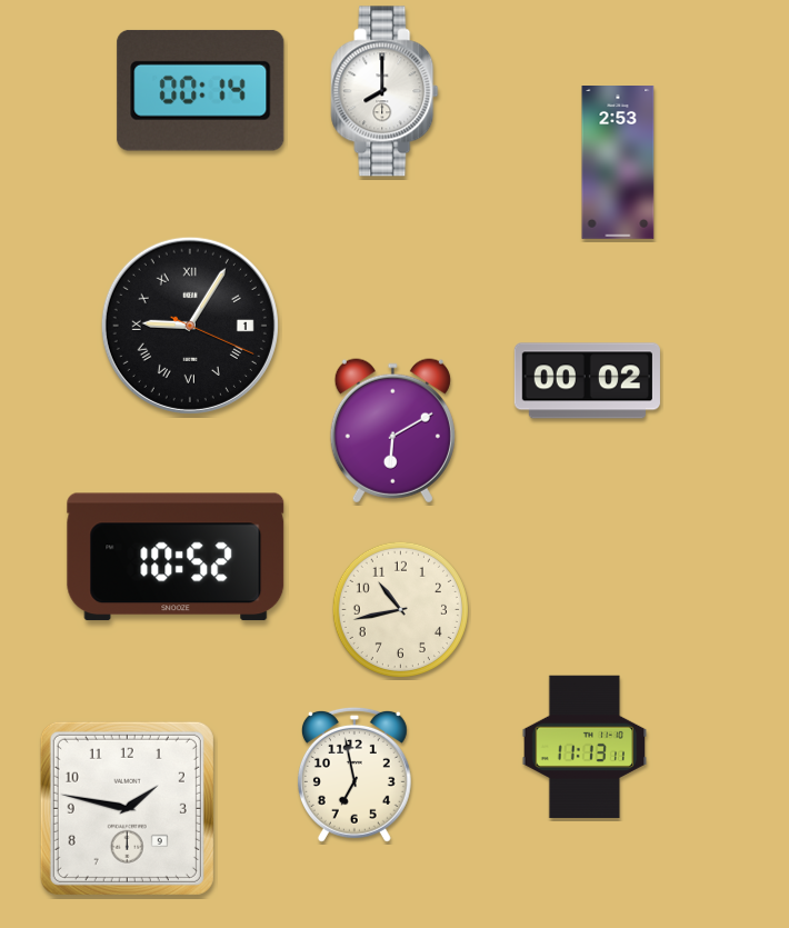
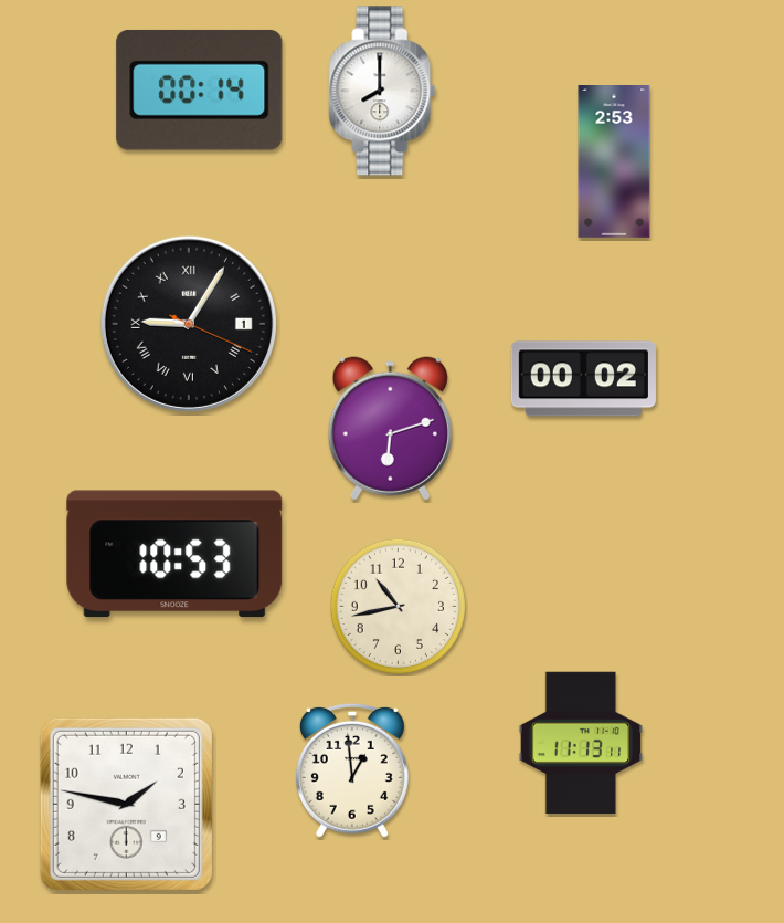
clock at (392, 431): 6:10 -> 6:12
clock at (176, 557): 10:52 -> 10:53
clock at (354, 775): 6:58 -> 12:59
